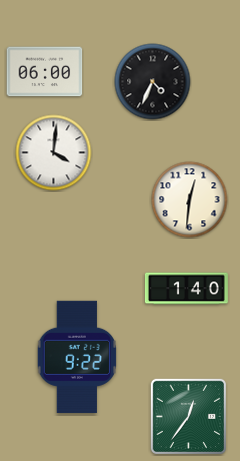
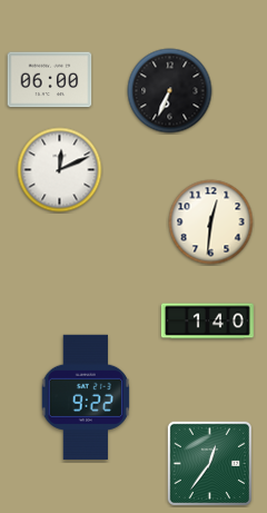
clock at (153, 82): 4:34 -> 6:34
clock at (54, 153): 4:01 -> 12:11
